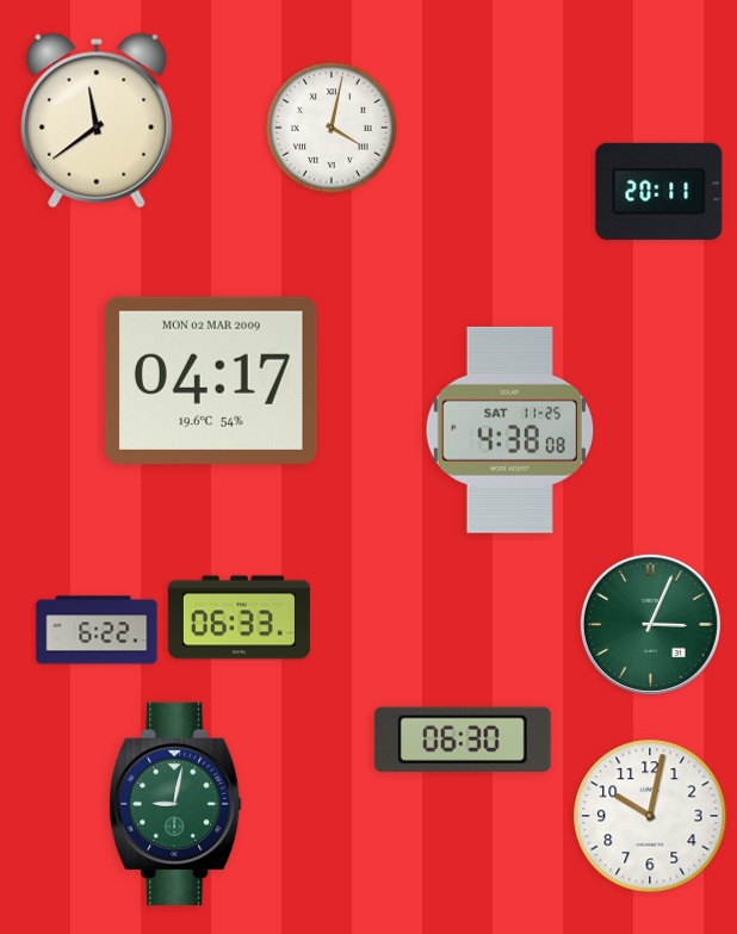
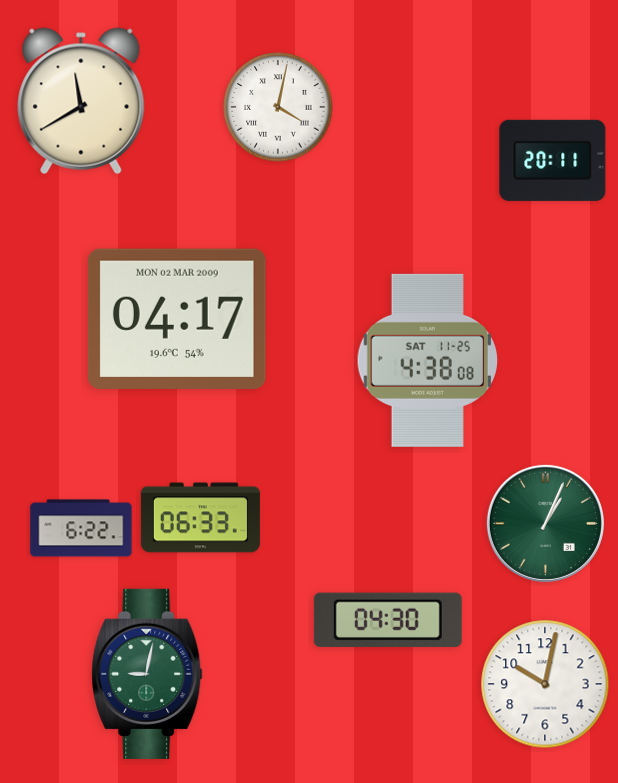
clock at (97, 120): 11:39 -> 11:40
clock at (650, 624): 3:04 -> 1:04
clock at (463, 740): 06:30 -> 04:30
